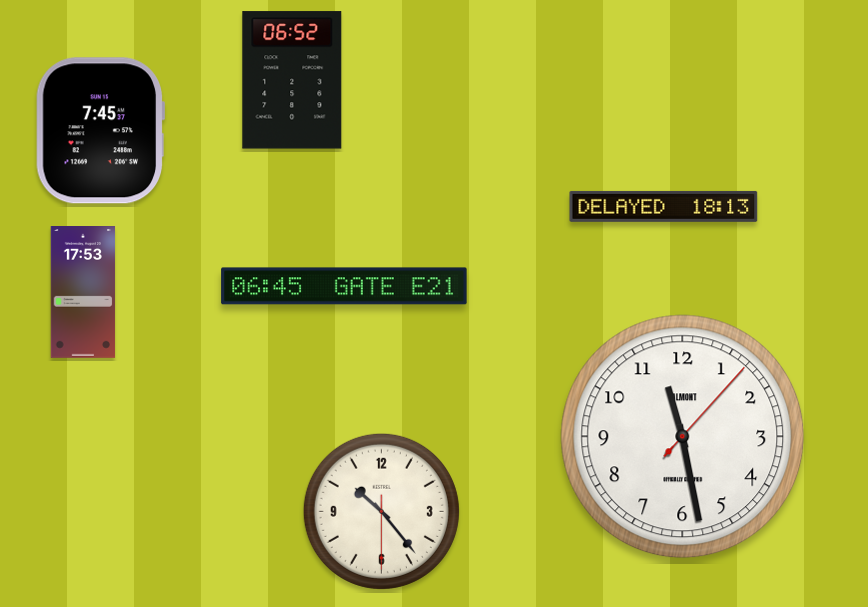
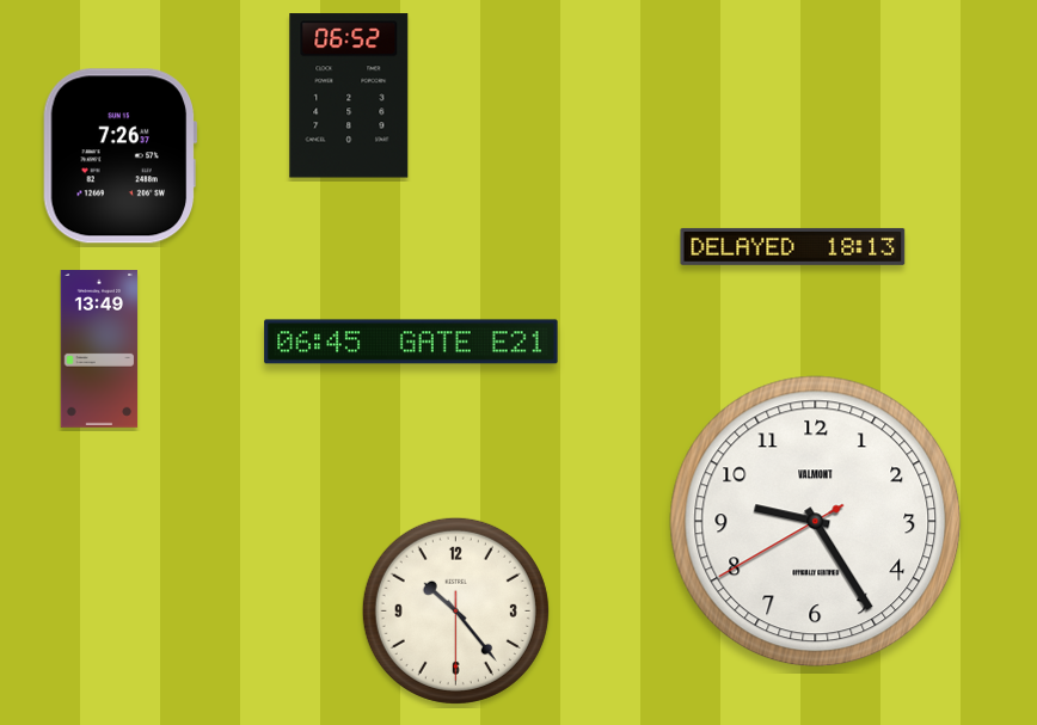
clock at (101, 131): 7:45 -> 7:26
clock at (83, 293): 17:53 -> 13:49
clock at (683, 437): 11:28 -> 9:24
